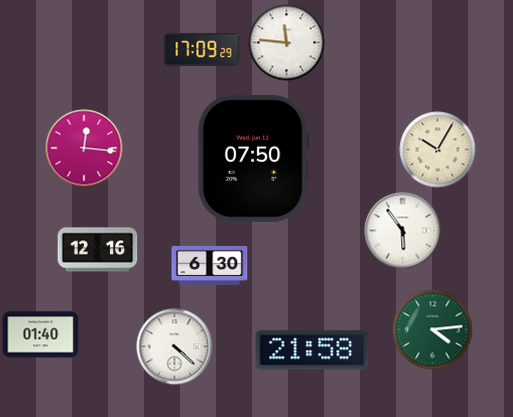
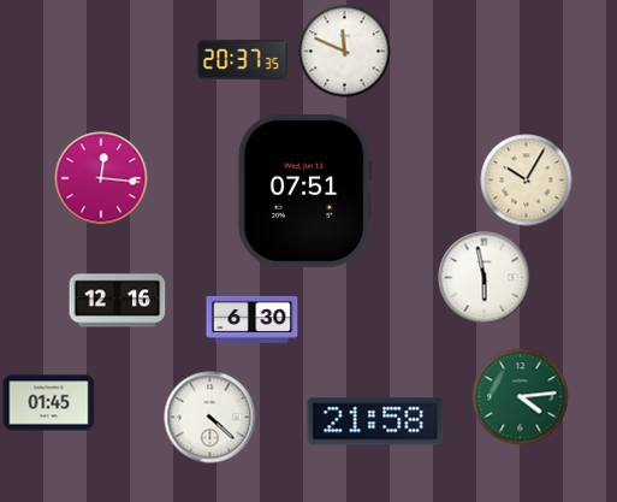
clock at (287, 43): 11:46 -> 11:49
clock at (202, 49): 17:09 -> 20:37
clock at (253, 158): 07:50 -> 07:51
clock at (403, 231): 5:54 -> 5:58
clock at (41, 335): 01:40 -> 01:45
